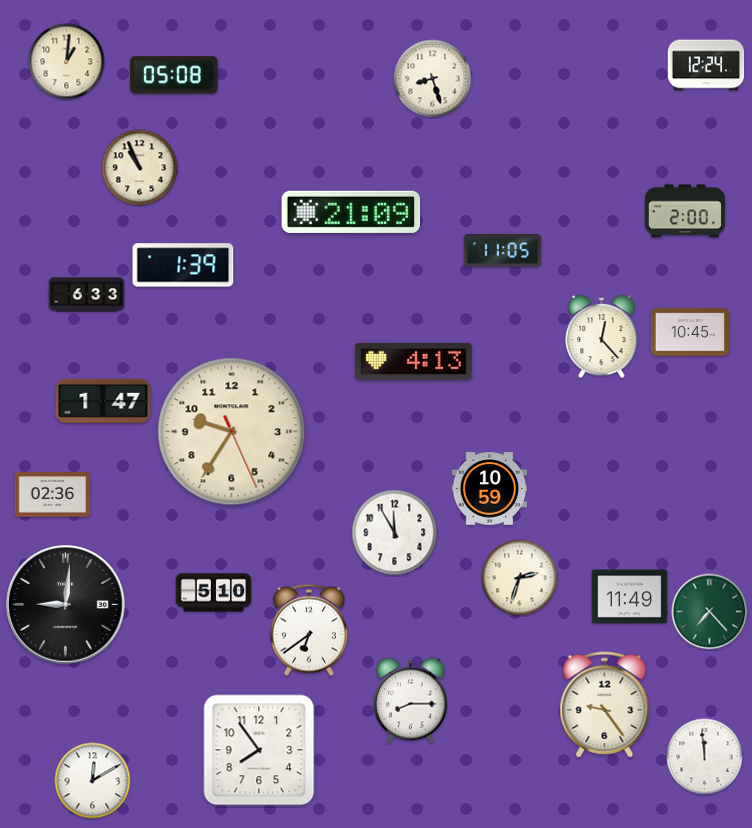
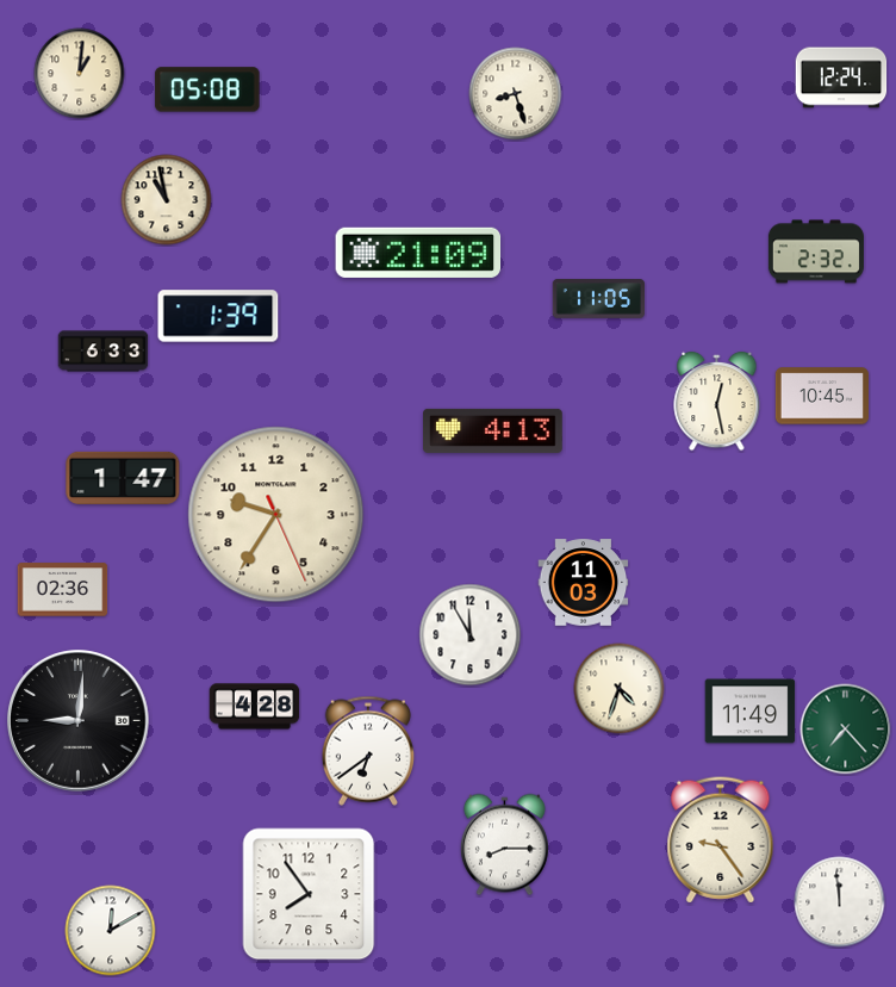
clock at (140, 168): 10:56 -> 10:58
clock at (685, 211): 2:00 -> 2:32
clock at (602, 337): 12:23 -> 12:28
clock at (490, 489): 10:59 -> 11:03
clock at (520, 578): 2:33 -> 4:33
clock at (214, 593): 5:10 -> 4:28
clock at (410, 701) position: (410, 701) -> (504, 845)
